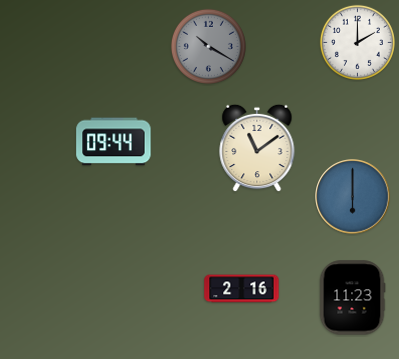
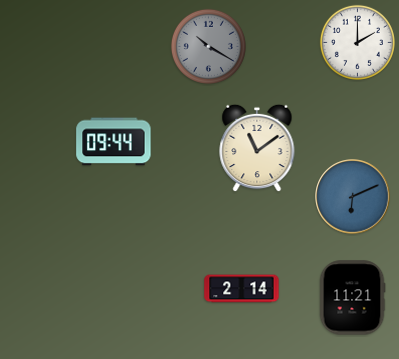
clock at (353, 197): 6:00 -> 6:11
clock at (242, 289): 2:16 -> 2:14
clock at (352, 298): 11:23 -> 11:21
